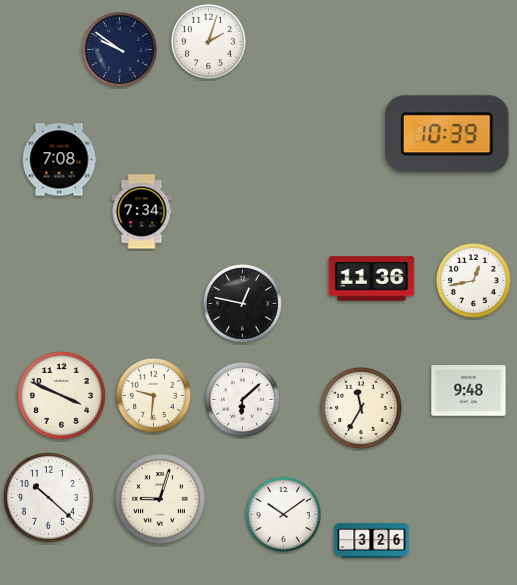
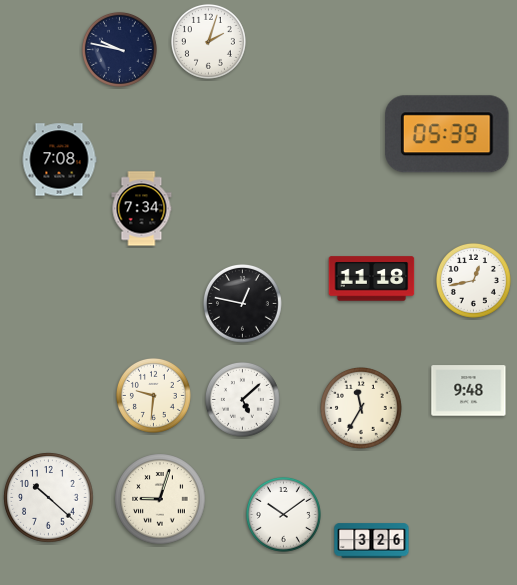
clock at (119, 49): 9:51 -> 9:47
clock at (447, 134): 10:39 -> 05:39
clock at (142, 212) position: (142, 212) -> (142, 209)
clock at (372, 279): 11:36 -> 11:18
clock at (62, 396): 3:49 -> none
clock at (242, 399): 6:08 -> 5:08
